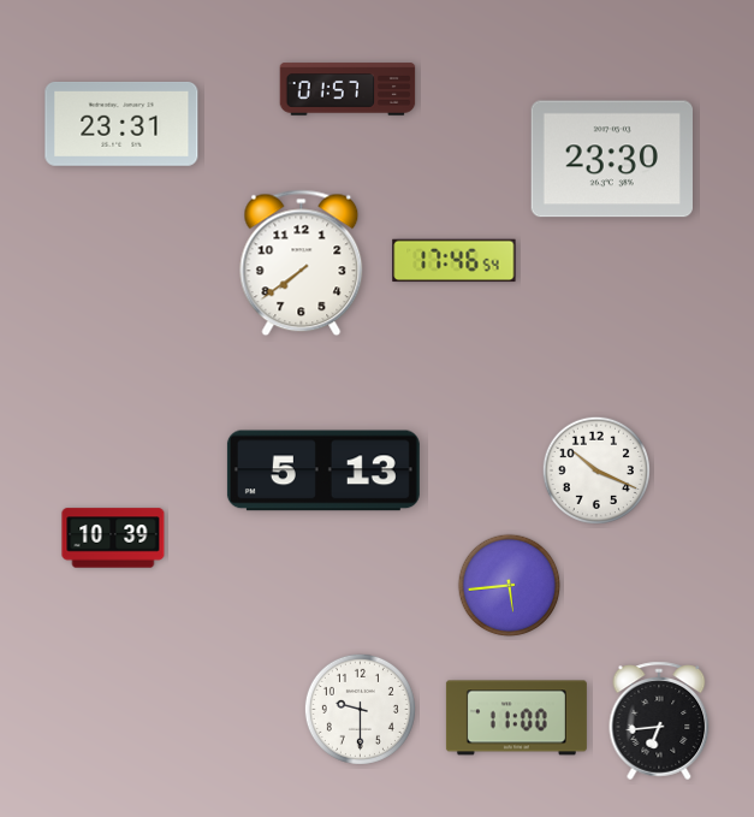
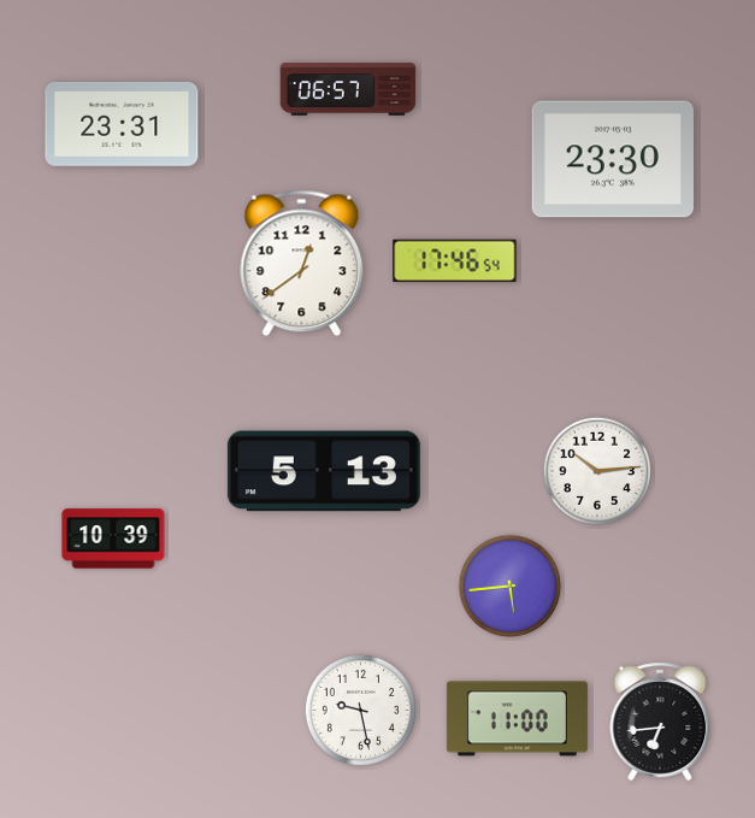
clock at (348, 89): 01:57 -> 06:57
clock at (302, 264): 7:39 -> 12:39
clock at (596, 470): 10:19 -> 10:14
clock at (360, 709): 9:30 -> 9:28
